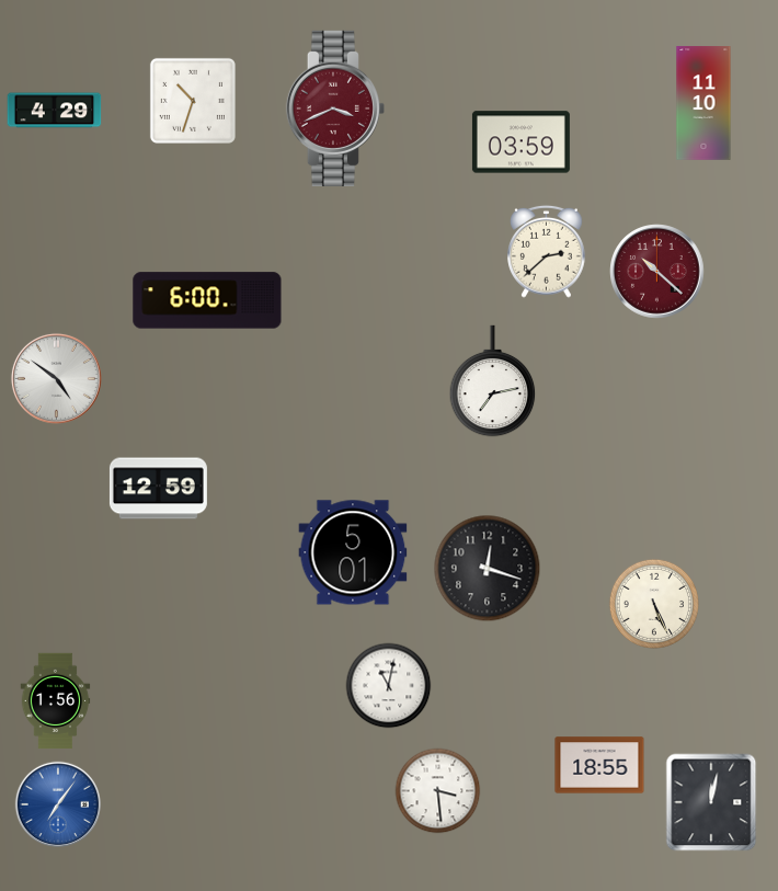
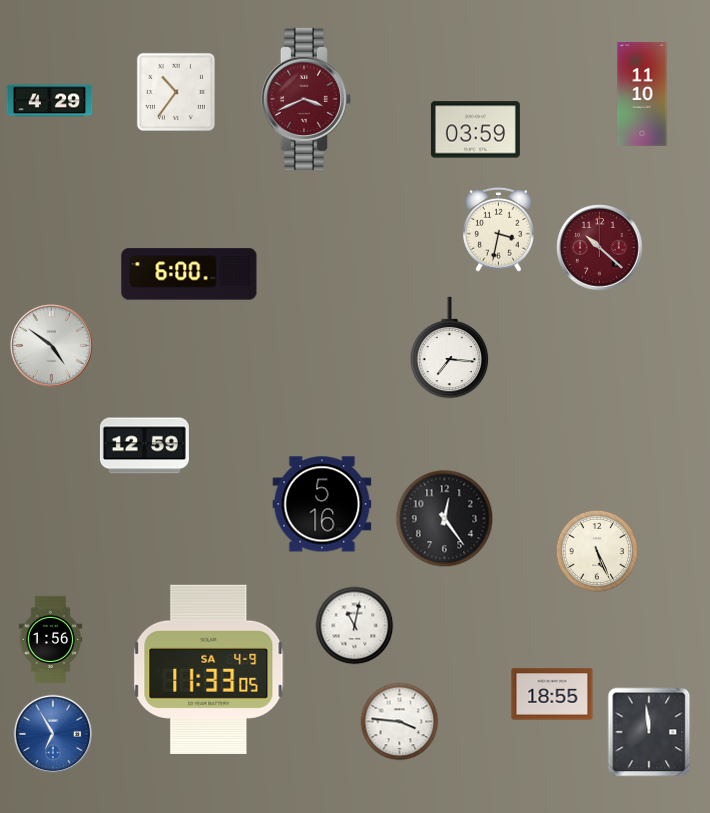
clock at (193, 101): 10:33 -> 10:36
clock at (547, 251): 2:38 -> 3:32
clock at (493, 381): 7:13 -> 7:16
clock at (353, 552): 5:01 -> 5:16
clock at (488, 569): 12:18 -> 12:24
clock at (209, 669): none -> 11:33
clock at (599, 765) position: (599, 765) -> (552, 694)
clock at (438, 791): 3:29 -> 3:46
clock at (711, 802): 12:02 -> 11:59
clock at (57, 803): 7:06 -> 6:55
